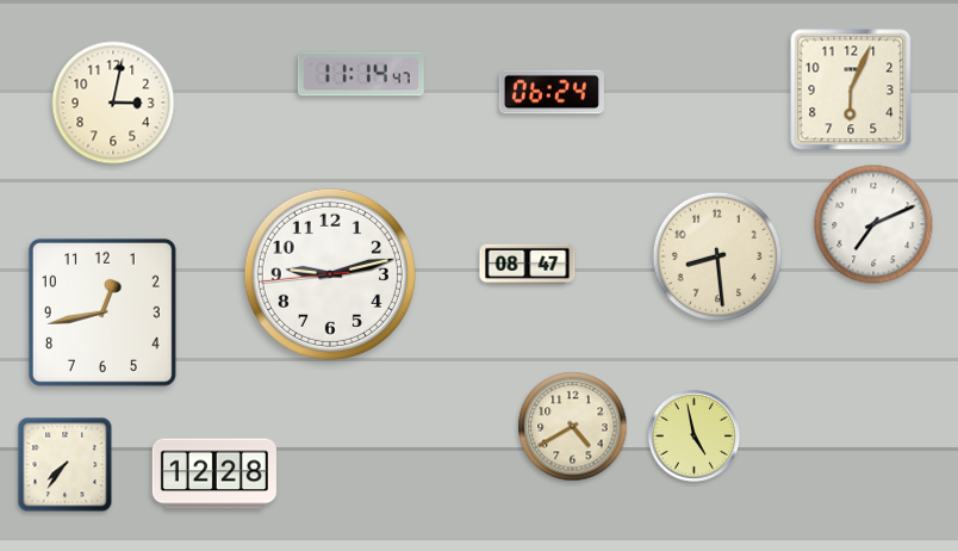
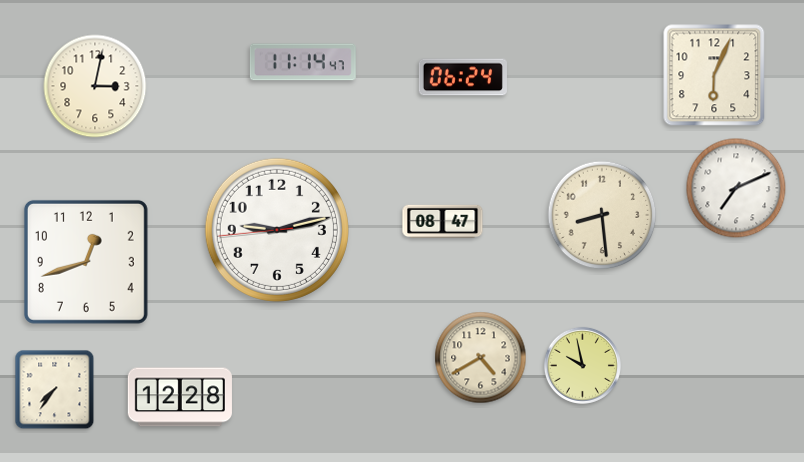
clock at (873, 224) position: (873, 224) -> (736, 188)
clock at (102, 312): 12:43 -> 12:42
clock at (693, 435): 4:58 -> 9:58
